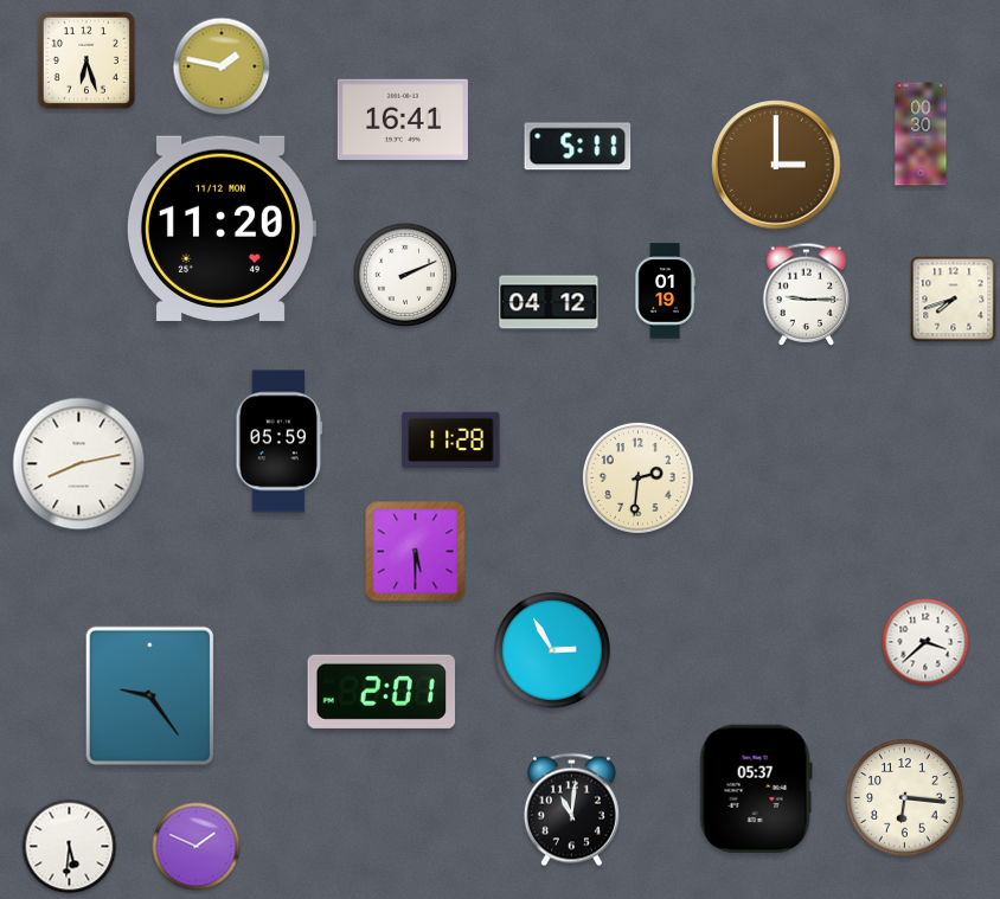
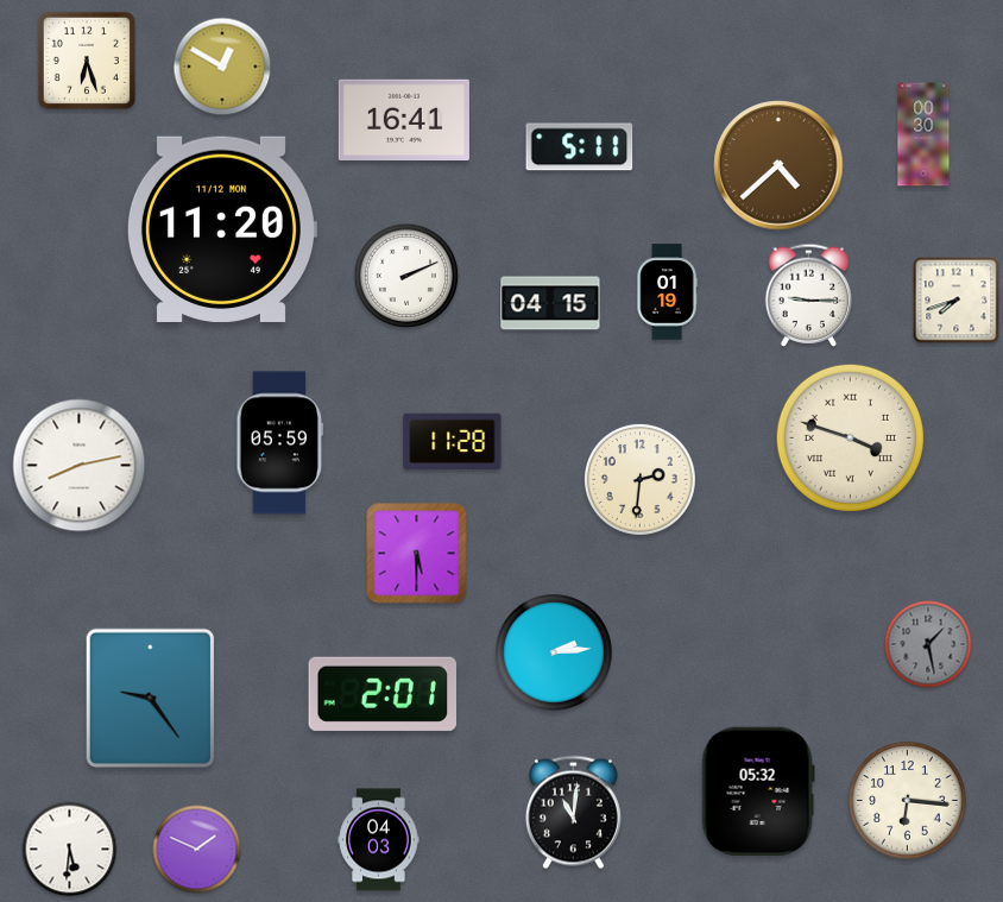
clock at (222, 66): 1:47 -> 12:50
clock at (776, 165): 3:00 -> 4:38
clock at (549, 302): 04:12 -> 04:15
clock at (850, 437): none -> 3:48
clock at (925, 642): 3:38 -> 1:28
clock at (925, 642) dial: white -> grey
clock at (552, 650): 2:55 -> 2:14
clock at (756, 788): 05:37 -> 05:32
clock at (379, 840): none -> 04:03
